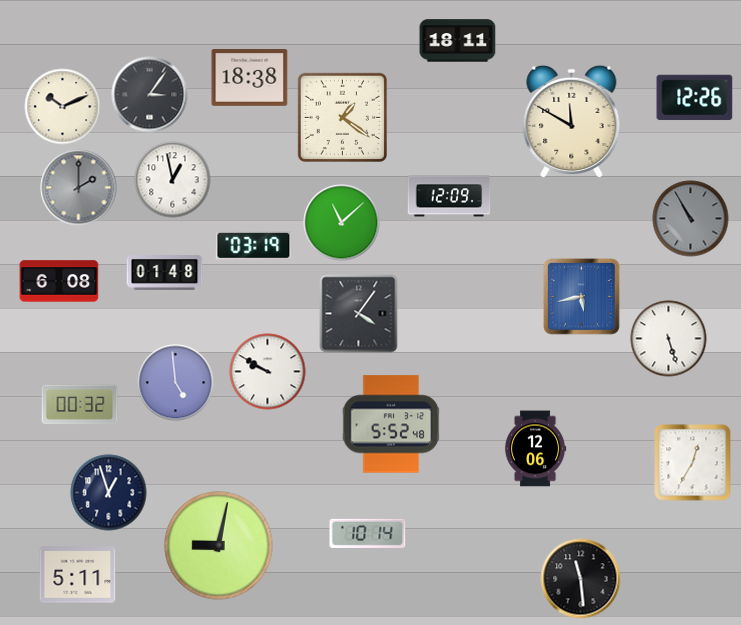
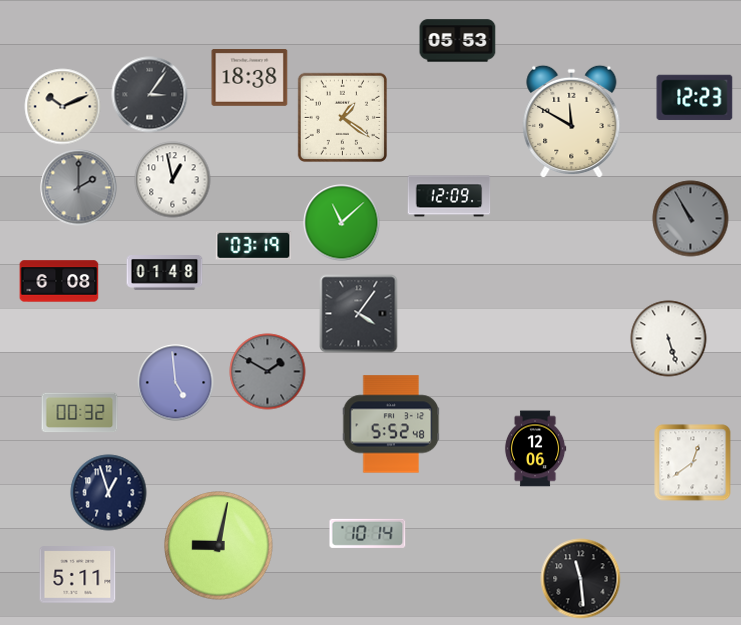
clock at (458, 41): 18:11 -> 05:53
clock at (695, 98): 12:26 -> 12:23
clock at (582, 297): 5:43 -> none
clock at (268, 372): 9:50 -> 1:50
clock at (268, 372) dial: white -> grey
clock at (80, 405) position: (80, 405) -> (80, 413)
clock at (693, 463): 12:35 -> 12:39
